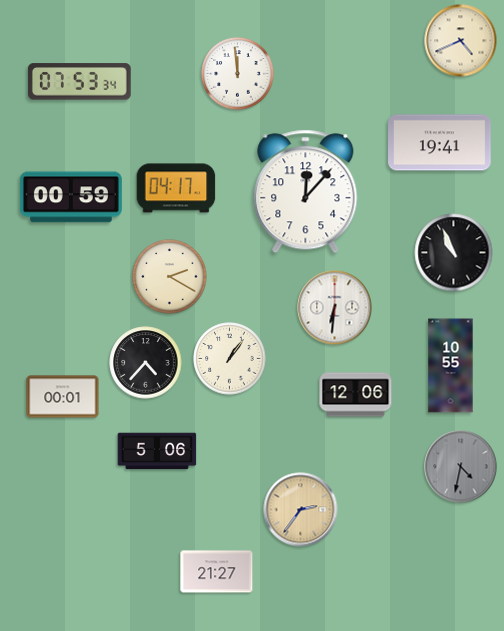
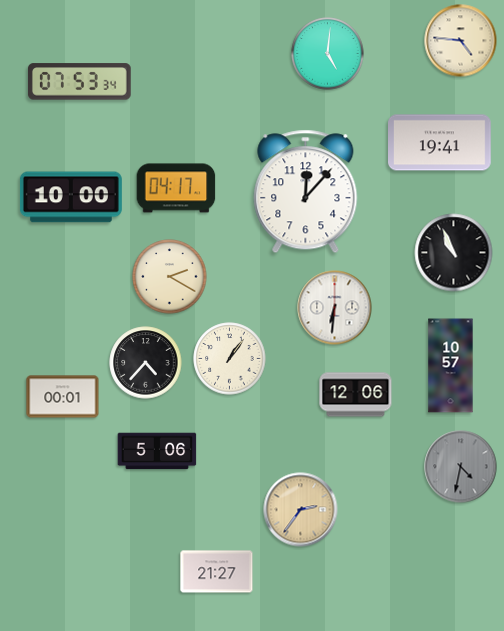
clock at (461, 41): 4:41 -> 4:46
clock at (328, 54): none -> 5:01
clock at (238, 74): 11:59 -> none
clock at (71, 197): 00:59 -> 10:00
clock at (451, 366): 10:55 -> 10:57
